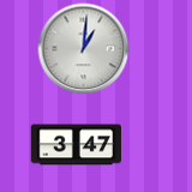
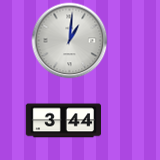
clock at (76, 145): 3:47 -> 3:44
